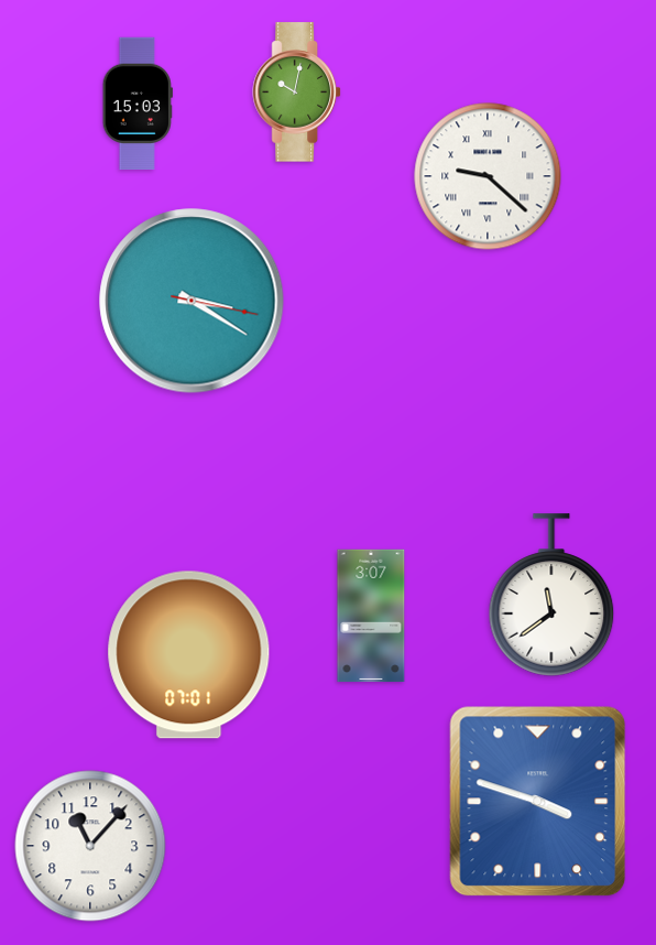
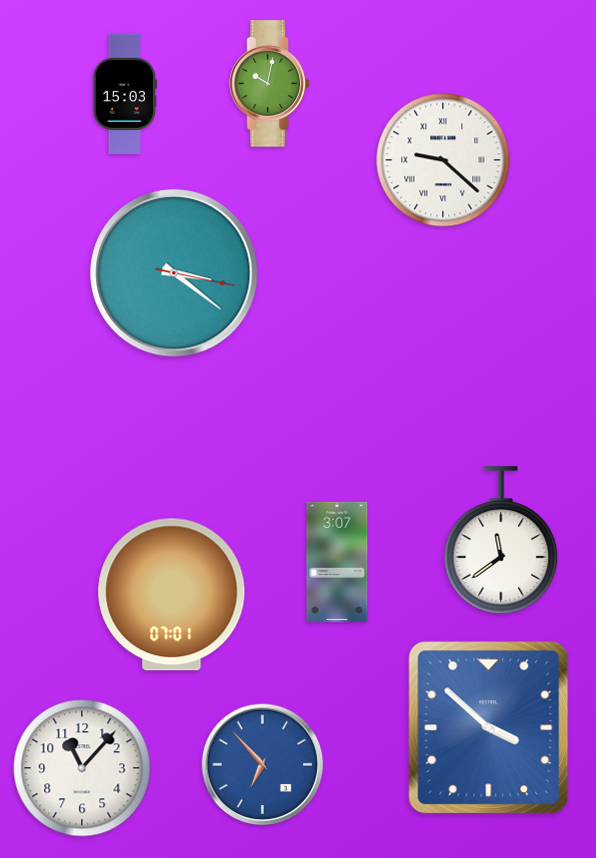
clock at (192, 301): 3:20 -> 3:21
clock at (371, 616) position: (371, 616) -> (337, 562)
clock at (538, 802): 3:48 -> 3:52
clock at (263, 765): none -> 6:53
